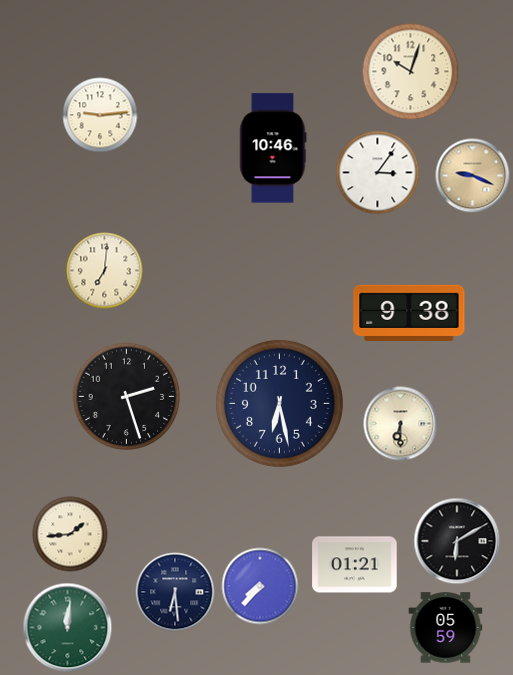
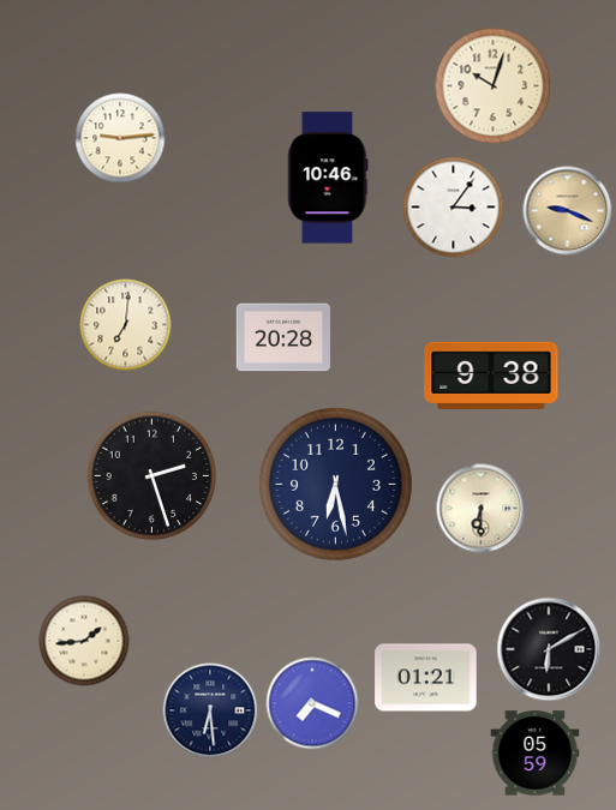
clock at (282, 337): none -> 20:28
clock at (260, 586): 7:37 -> 7:19
clock at (68, 628): 12:01 -> none
